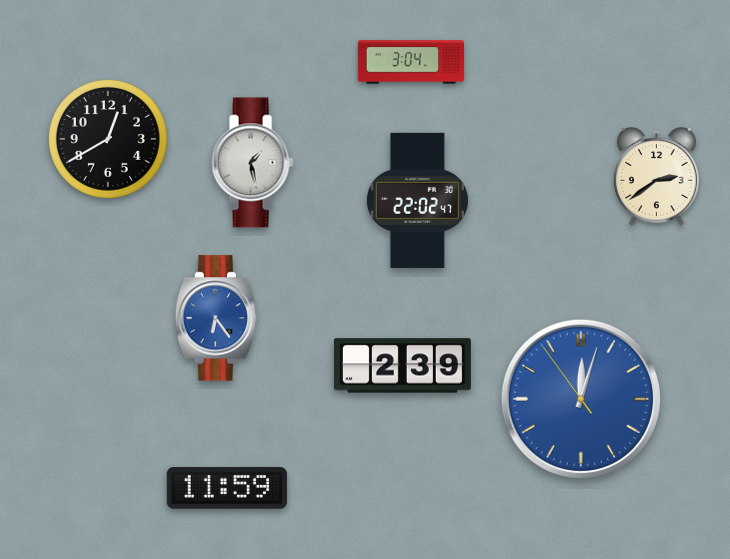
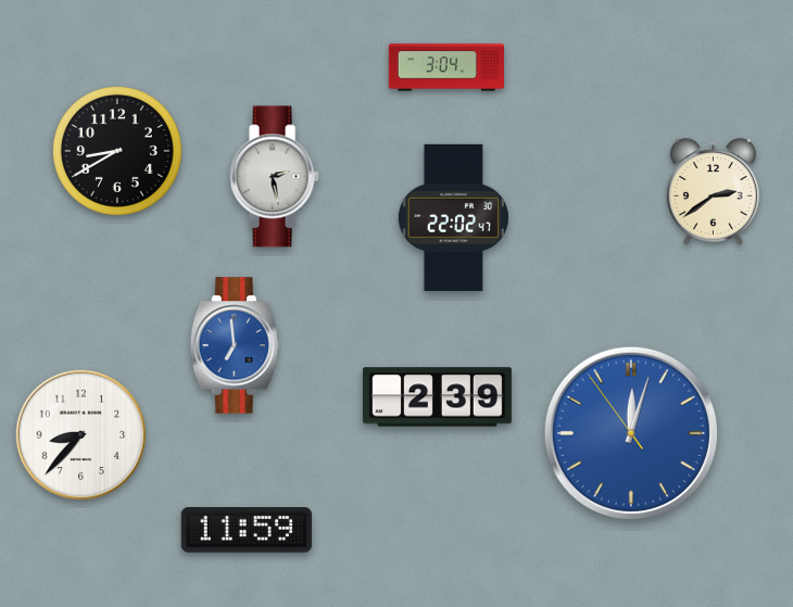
clock at (108, 139): 12:40 -> 8:40
clock at (252, 163): 1:28 -> 2:28
clock at (216, 318): 6:24 -> 6:59
clock at (81, 435): none -> 8:37
